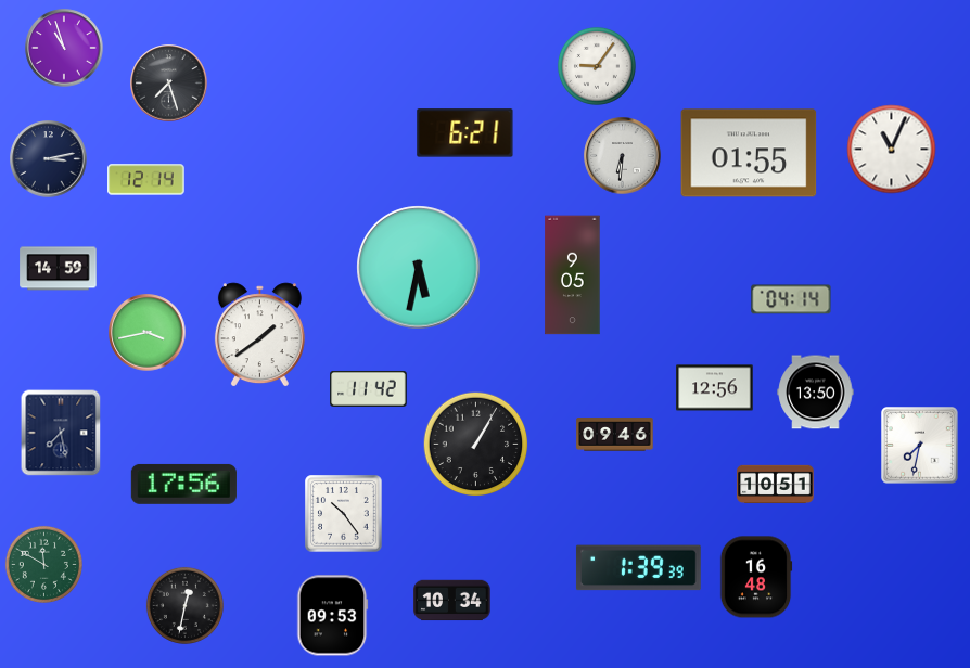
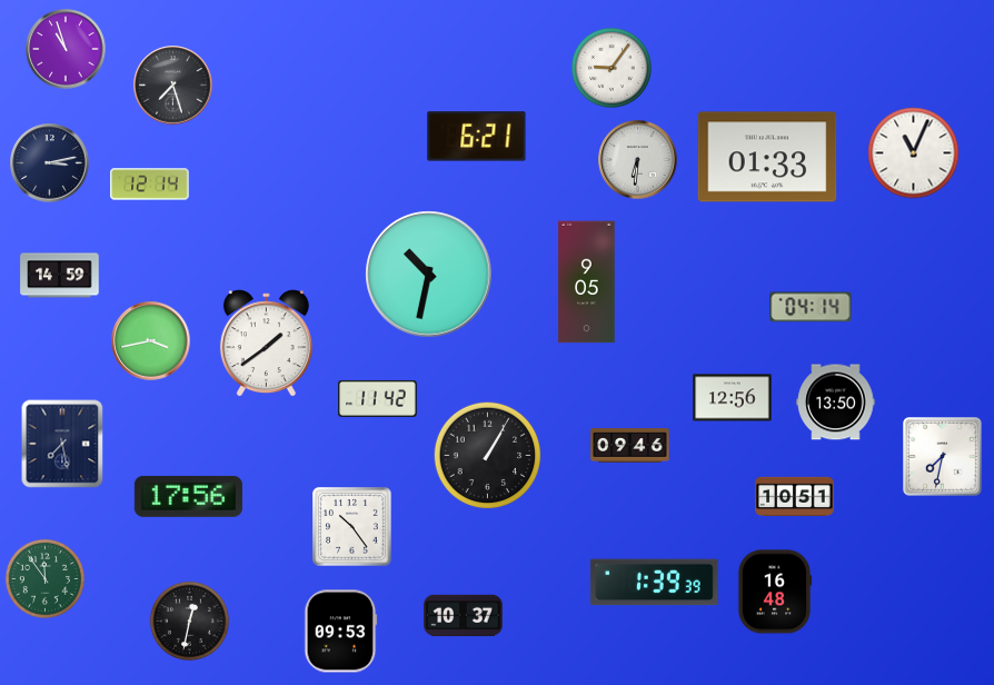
clock at (749, 153): 01:55 -> 01:33
clock at (419, 268): 5:32 -> 10:32
clock at (43, 564): 11:50 -> 11:54
clock at (452, 601): 10:34 -> 10:37
